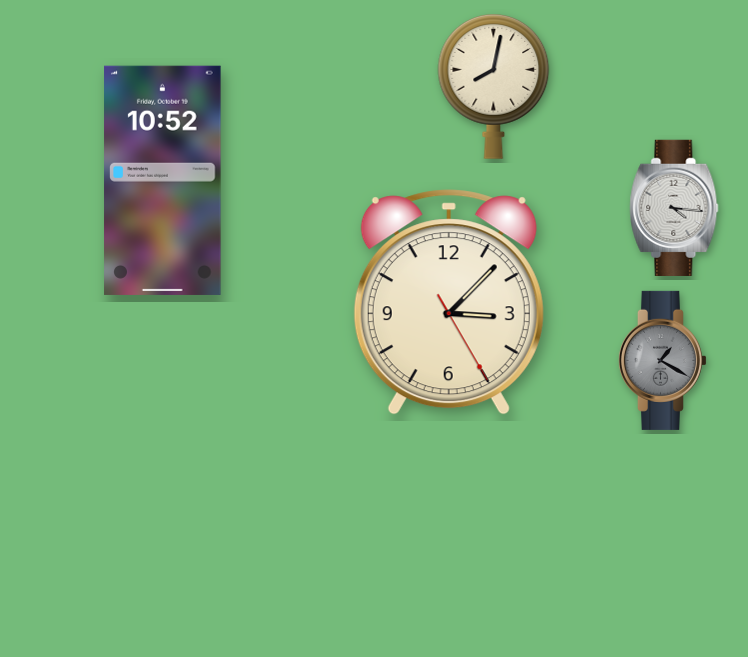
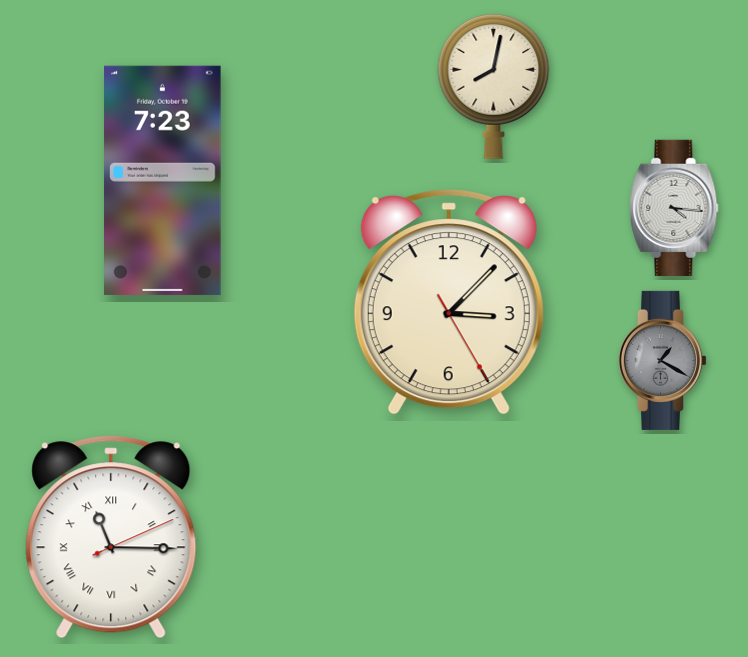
clock at (163, 180): 10:52 -> 7:23
clock at (111, 537): none -> 11:15
